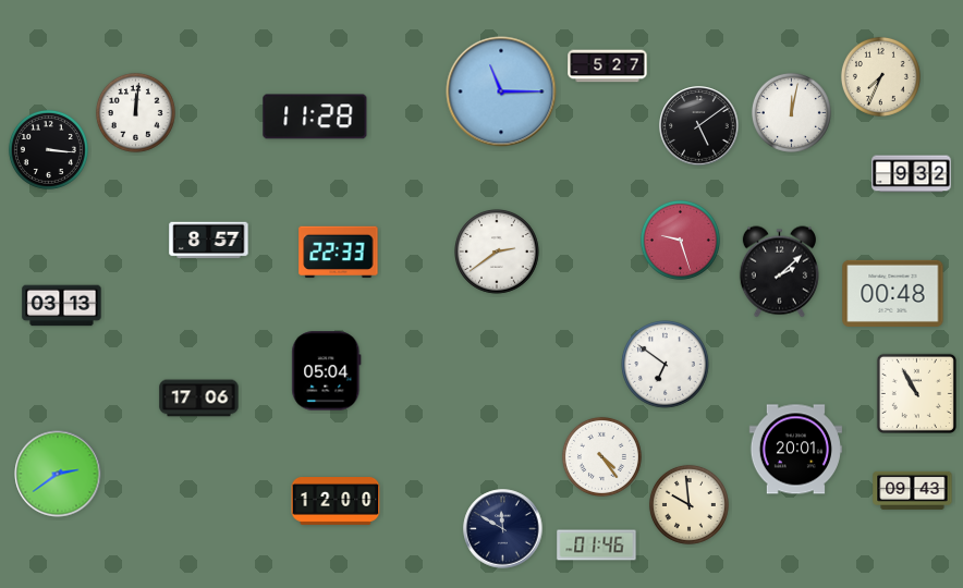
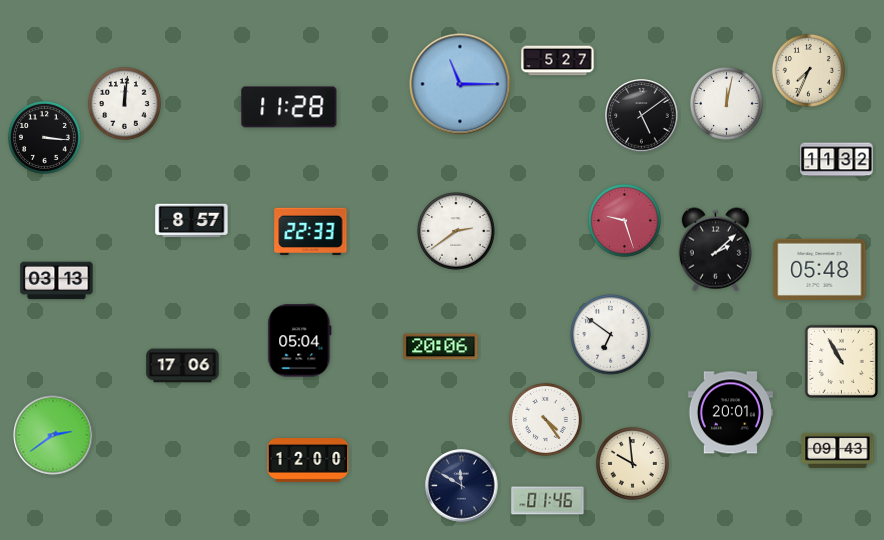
clock at (912, 174): 9:32 -> 11:32
clock at (893, 293): 00:48 -> 05:48
clock at (441, 347): none -> 20:06
clock at (601, 456) position: (601, 456) -> (545, 419)
